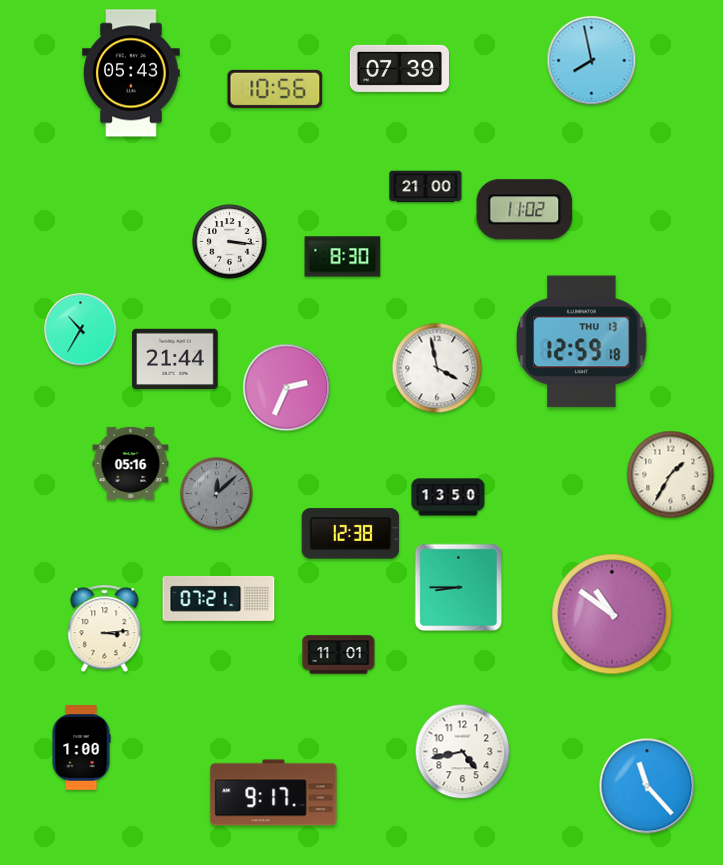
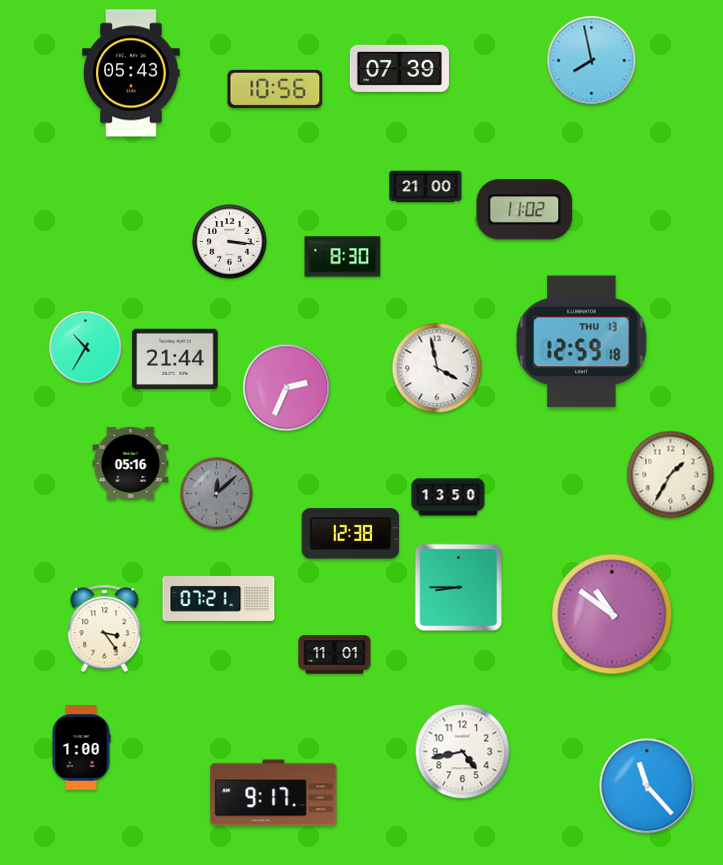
clock at (81, 330) position: (81, 330) -> (86, 348)
clock at (105, 629): 3:14 -> 3:24
clock at (339, 655) position: (339, 655) -> (335, 655)
